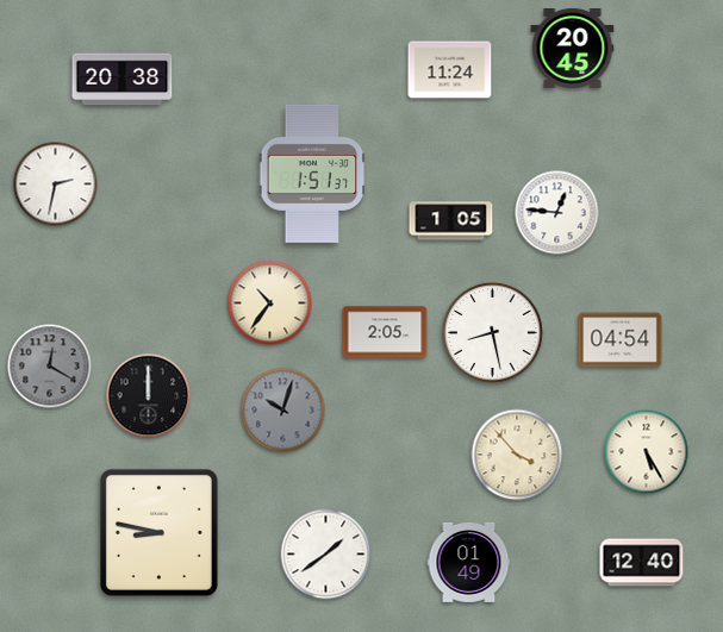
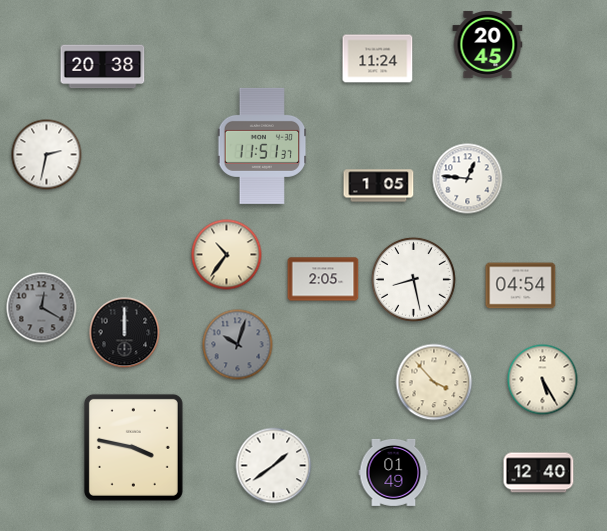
clock at (573, 48) position: (573, 48) -> (488, 44)
clock at (312, 174): 1:51 -> 11:51
clock at (158, 532): 8:47 -> 3:47
